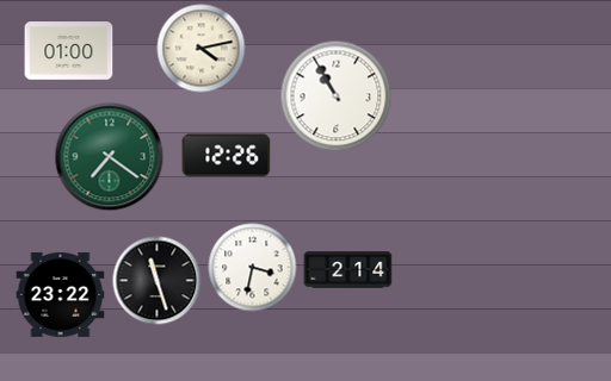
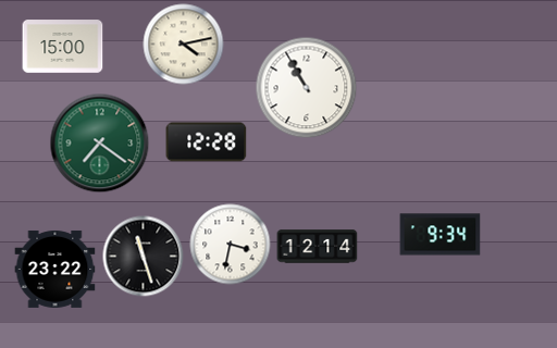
clock at (69, 51): 01:00 -> 15:00
clock at (227, 156): 12:26 -> 12:28
clock at (441, 235): none -> 9:34
clock at (348, 270): 2:14 -> 12:14
